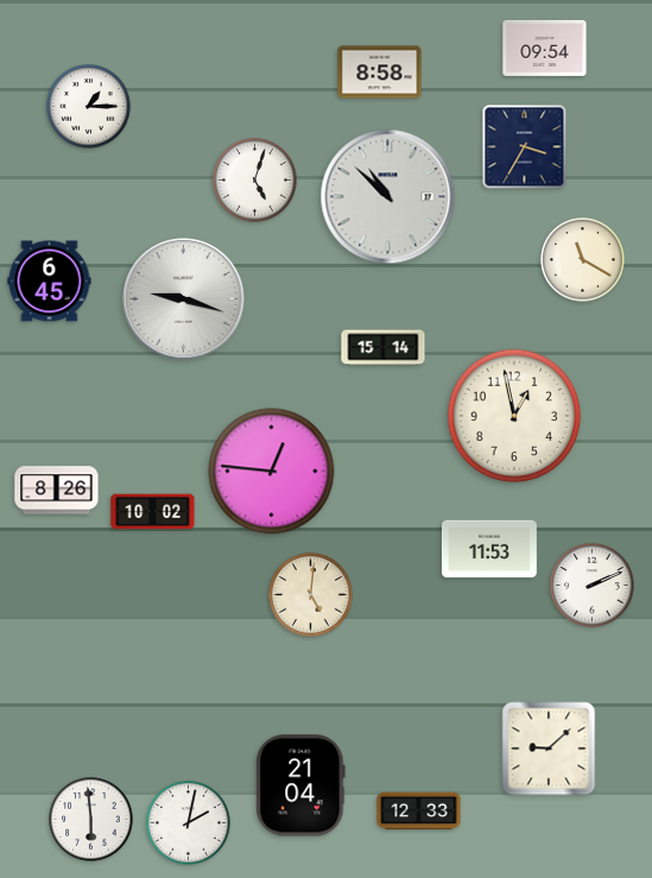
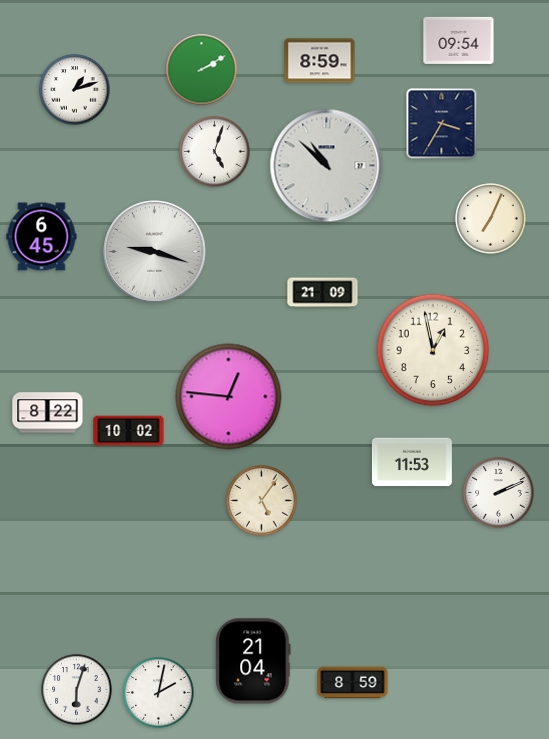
clock at (380, 72): 8:58 -> 8:59
clock at (202, 70): none -> 2:10
clock at (89, 107): 1:15 -> 1:12
clock at (583, 260): 11:20 -> 7:04
clock at (384, 348): 15:14 -> 21:09
clock at (57, 491): 8:26 -> 8:22
clock at (311, 595): 5:01 -> 5:06
clock at (549, 748): 9:08 -> none
clock at (419, 811): 12:33 -> 8:59
clock at (91, 820): 5:59 -> 6:03
